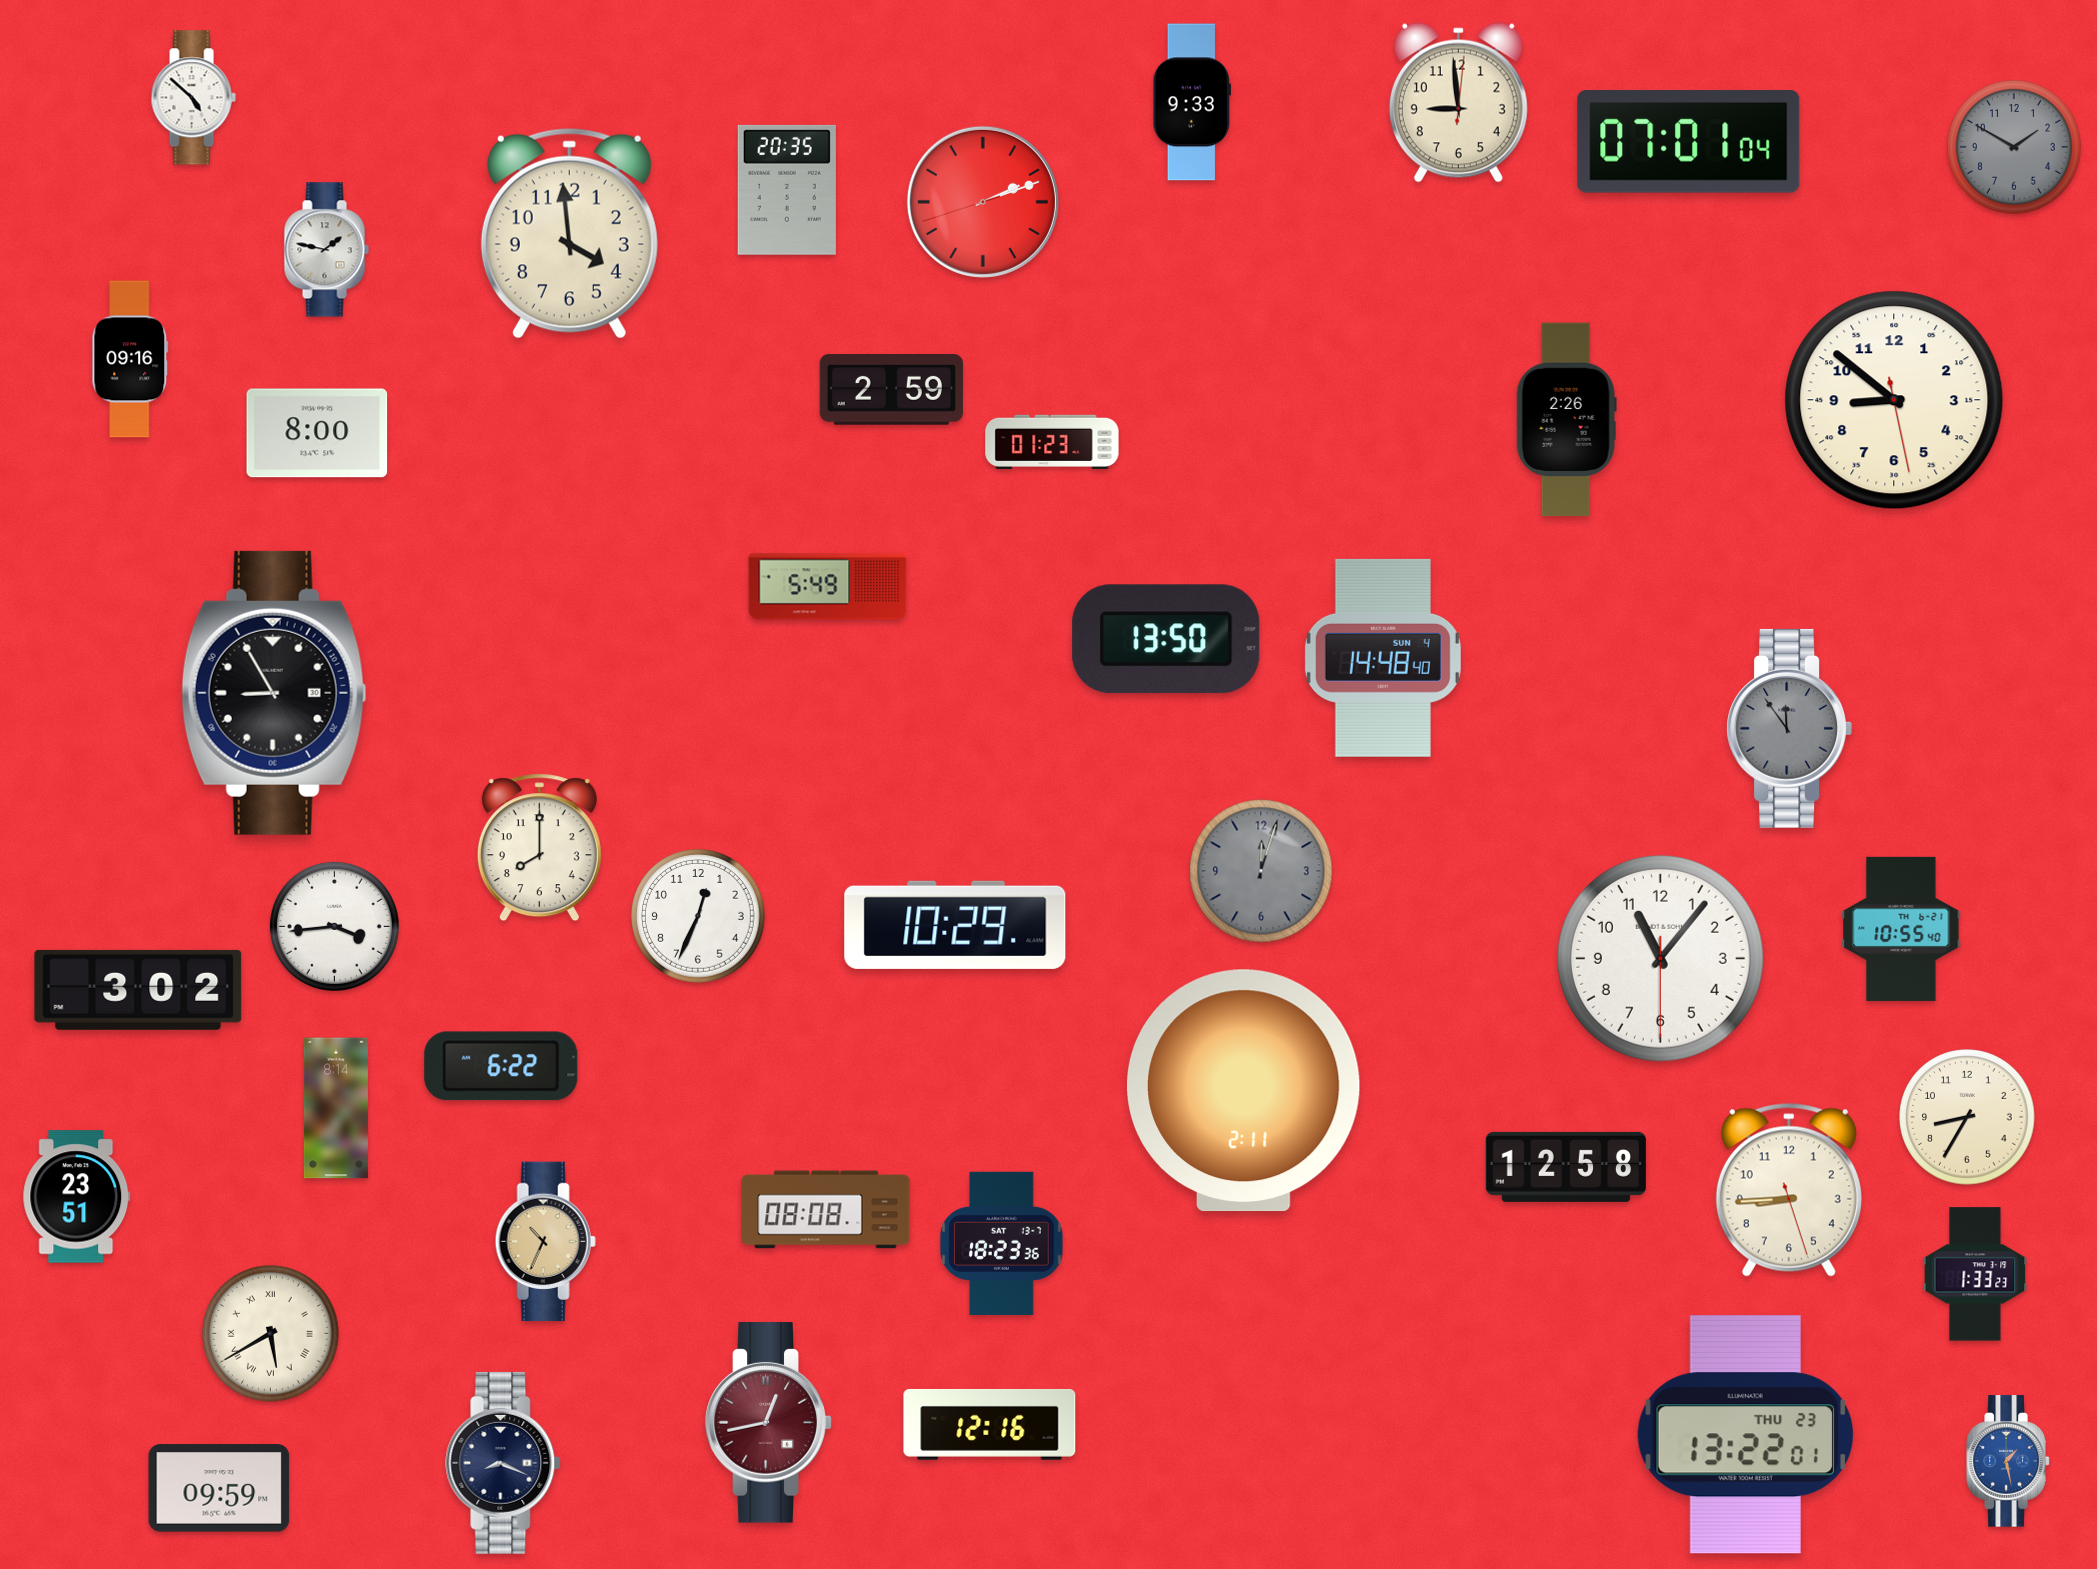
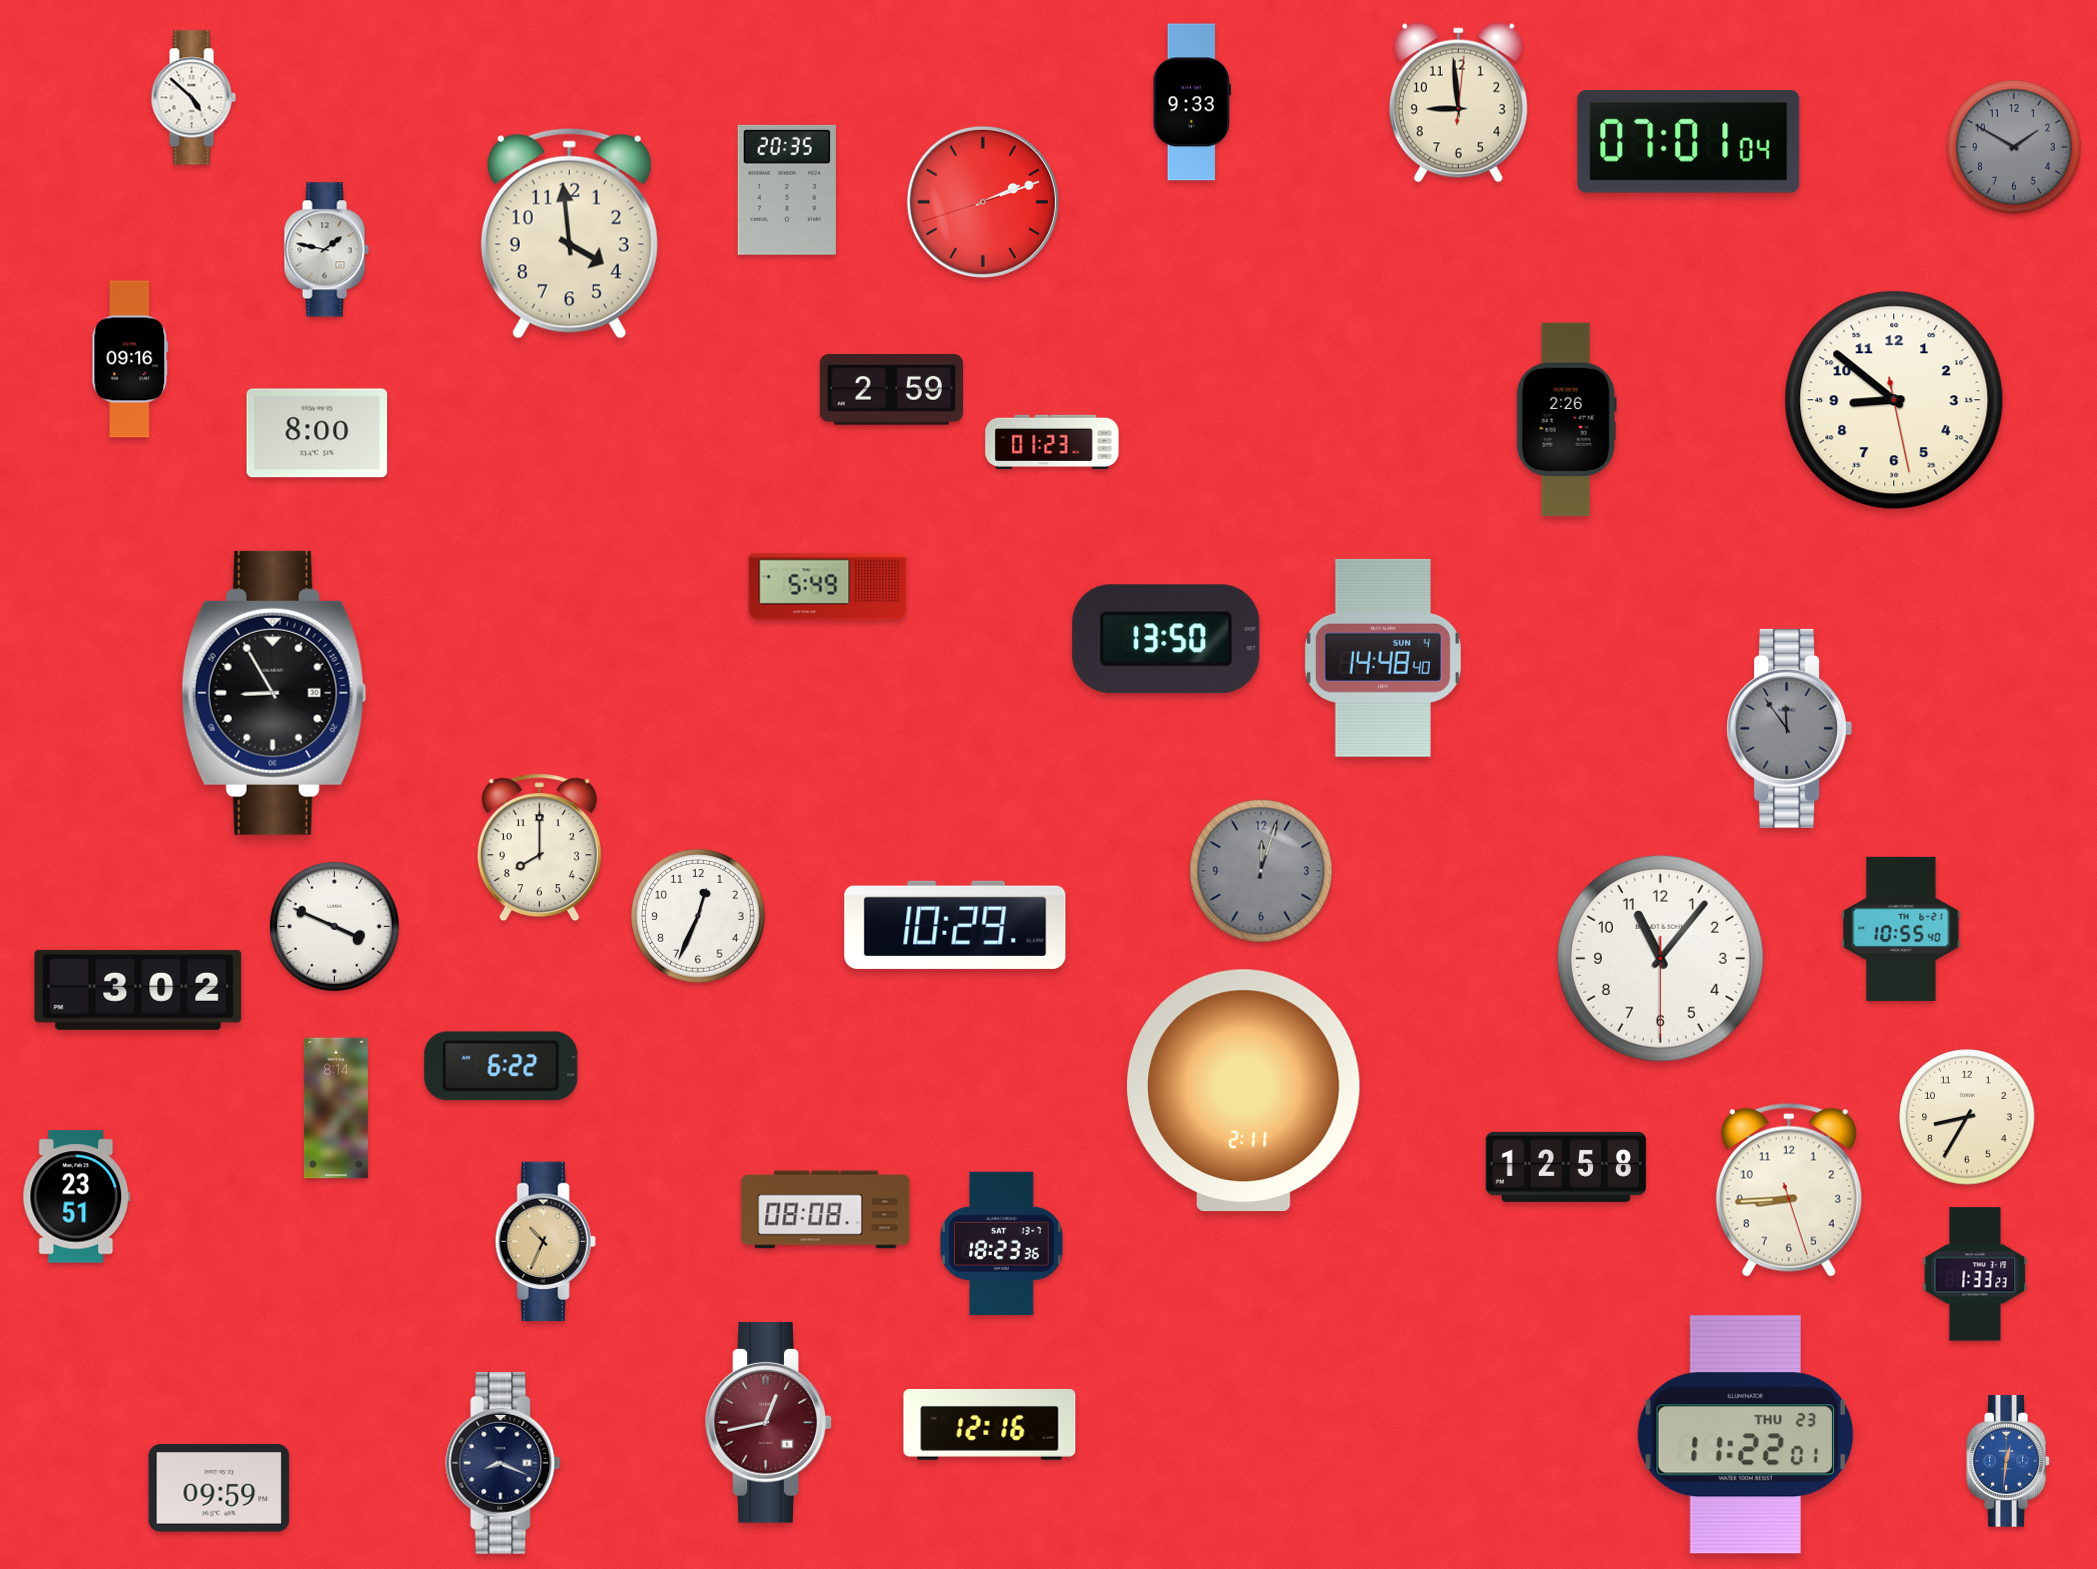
clock at (334, 926): 3:44 -> 3:49
clock at (271, 1334): 5:40 -> none
clock at (1745, 1435): 13:22 -> 11:22
clock at (2008, 1461): 1:28 -> 12:31
